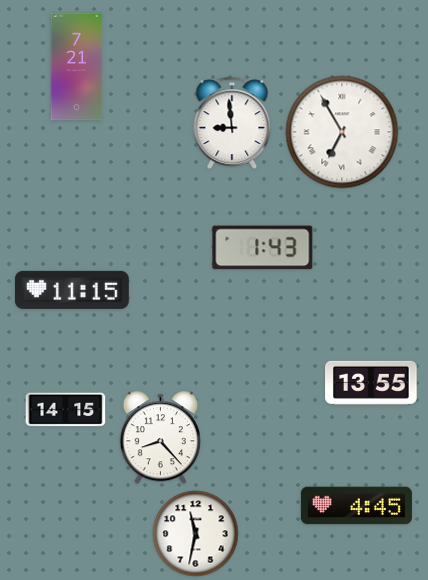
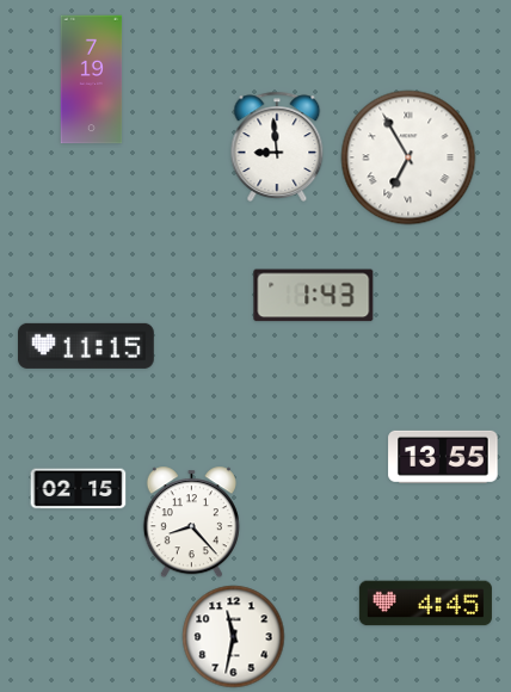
clock at (77, 67): 7:21 -> 7:19
clock at (66, 410): 14:15 -> 02:15
